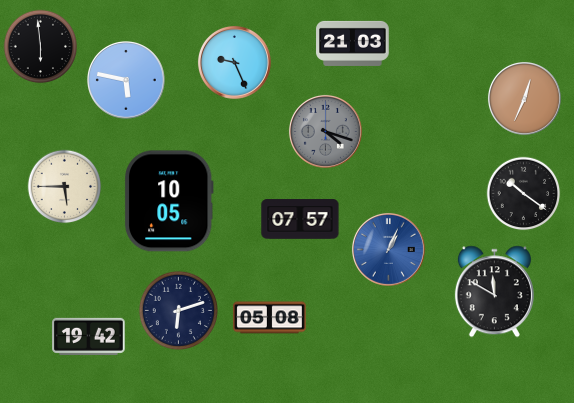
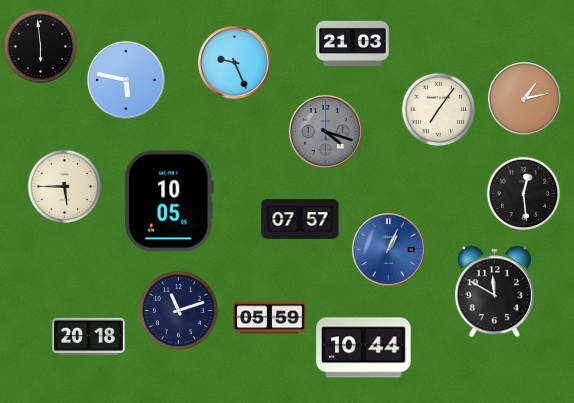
clock at (524, 98): 12:34 -> 1:13
clock at (439, 110): none -> 7:06
clock at (524, 194): 10:21 -> 12:29
clock at (178, 310): 6:12 -> 11:12
clock at (270, 318): 05:08 -> 05:59
clock at (89, 336): 19:42 -> 20:18
clock at (364, 348): none -> 10:44
